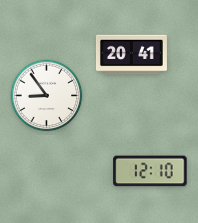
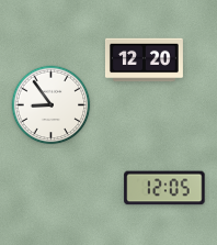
clock at (131, 55): 20:41 -> 12:20
clock at (150, 171): 12:10 -> 12:05
